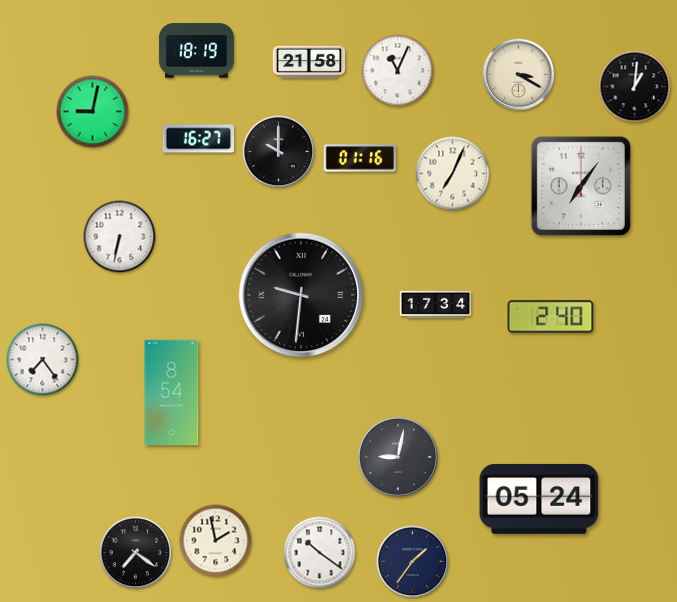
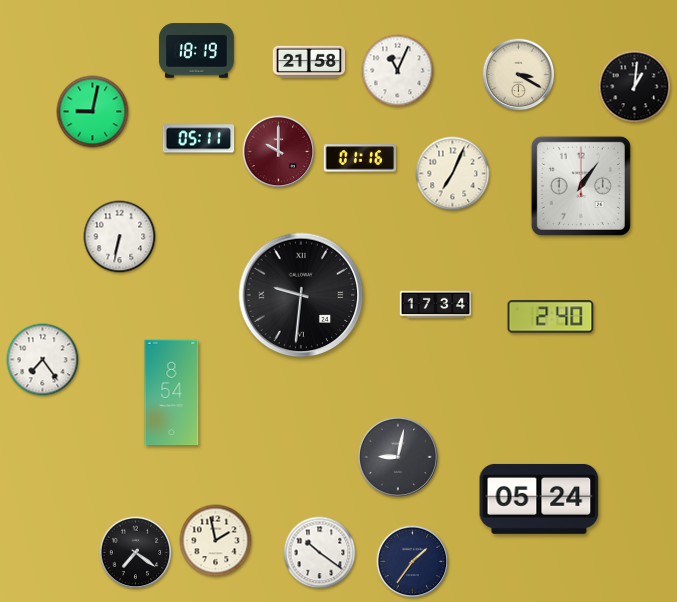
clock at (199, 139): 16:27 -> 05:11
clock at (279, 152) dial: black -> burgundy
clock at (581, 186): 7:06 -> 1:06
